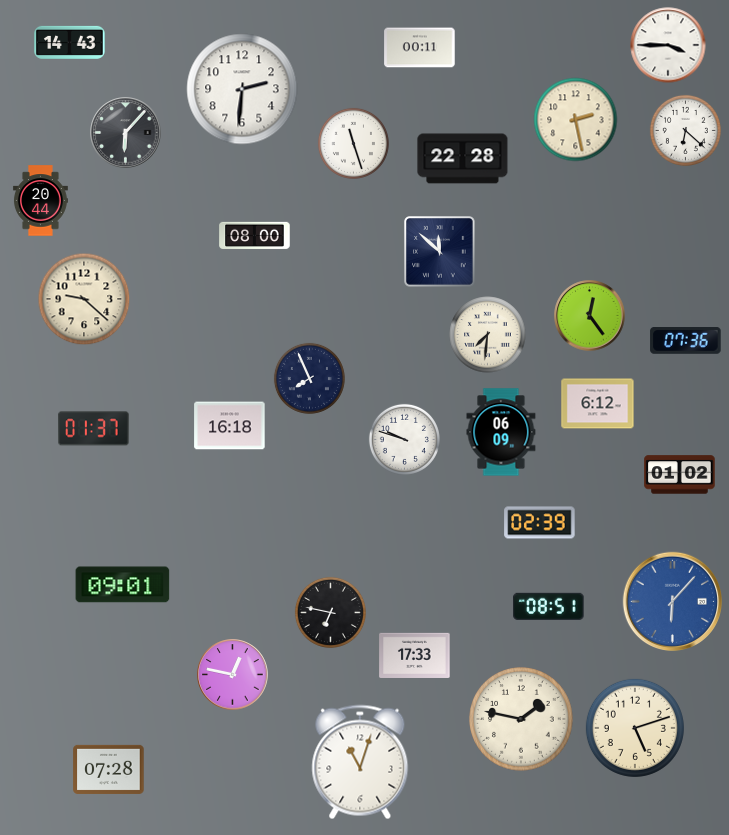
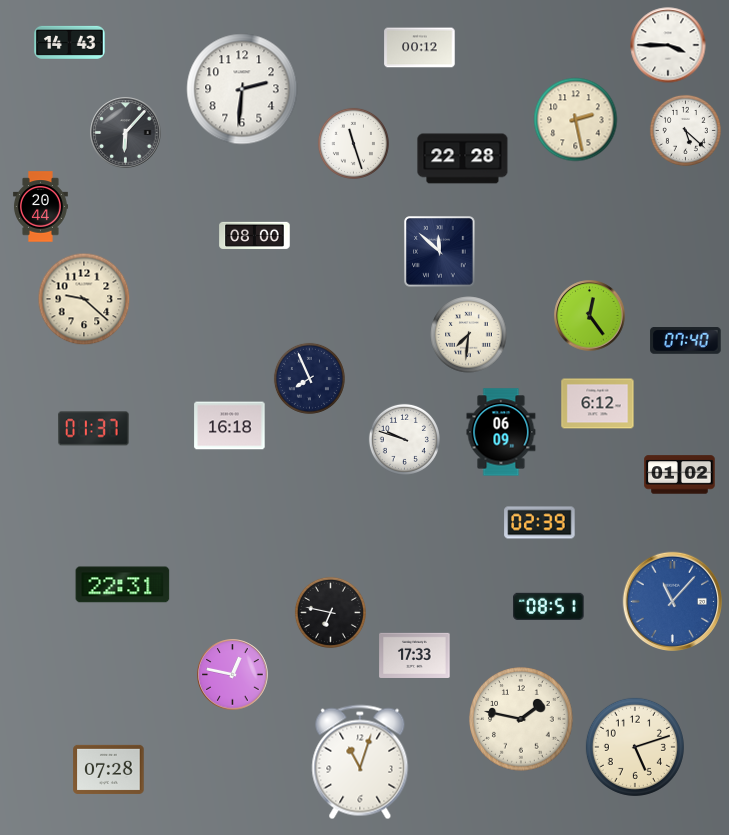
clock at (420, 48): 00:11 -> 00:12
clock at (685, 130): 6:22 -> 5:22
clock at (40, 201) position: (40, 201) -> (40, 207)
clock at (488, 335) position: (488, 335) -> (469, 335)
clock at (686, 341): 07:36 -> 07:40
clock at (123, 585): 09:01 -> 22:31
clock at (672, 601): 6:07 -> 11:07
clock at (635, 728) position: (635, 728) -> (635, 747)
